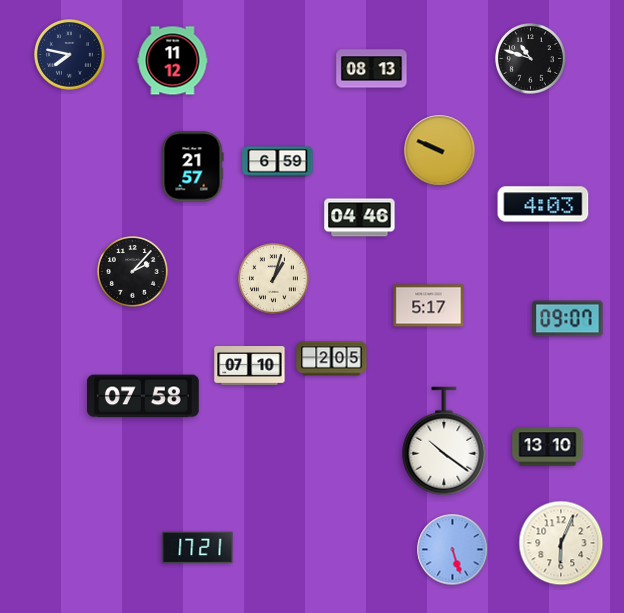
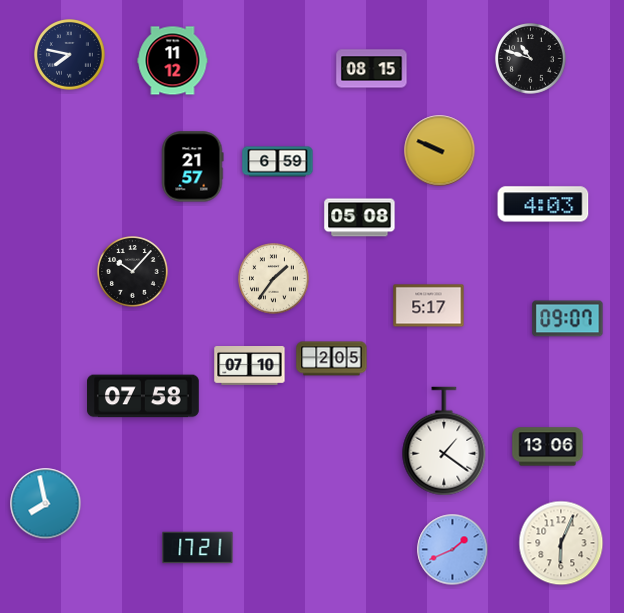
clock at (372, 69): 08:13 -> 08:15
clock at (360, 218): 04:46 -> 05:08
clock at (133, 272): 2:07 -> 10:07
clock at (274, 279): 1:03 -> 1:36
clock at (444, 441): 10:21 -> 1:21
clock at (548, 447): 13:10 -> 13:06
clock at (46, 504): none -> 7:58
clock at (453, 550): 5:27 -> 1:41
